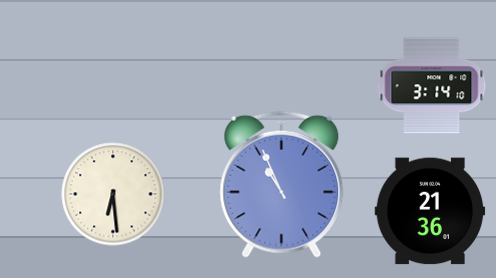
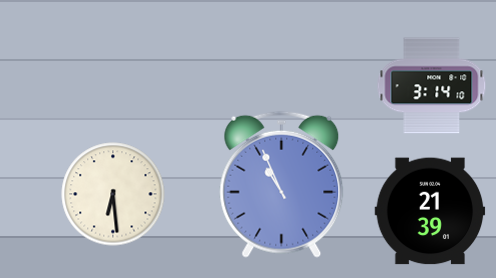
clock at (430, 211): 21:36 -> 21:39
